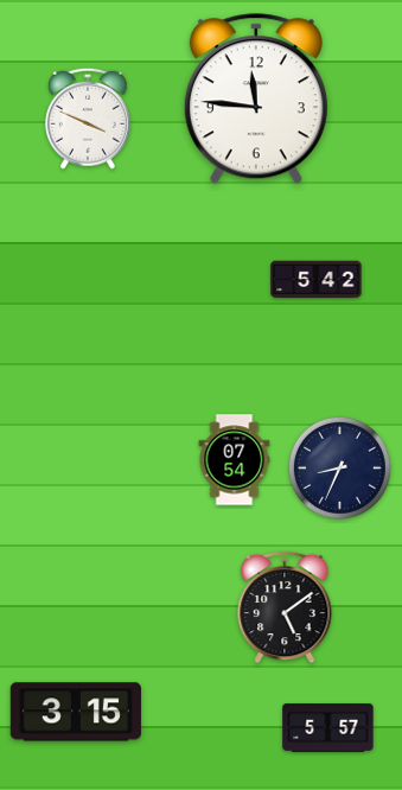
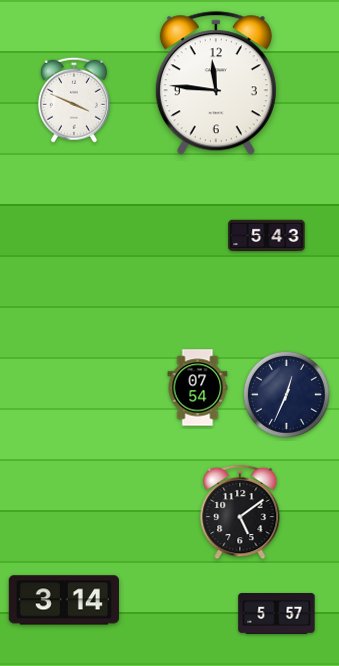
clock at (317, 280): 5:42 -> 5:43
clock at (339, 467): 8:34 -> 12:34
clock at (76, 712): 3:15 -> 3:14
